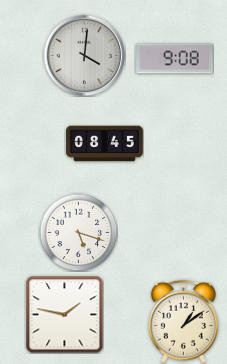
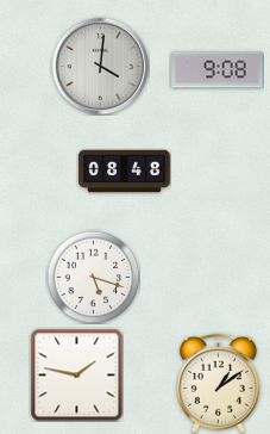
clock at (175, 59) position: (175, 59) -> (218, 70)
clock at (105, 144): 08:45 -> 08:48
